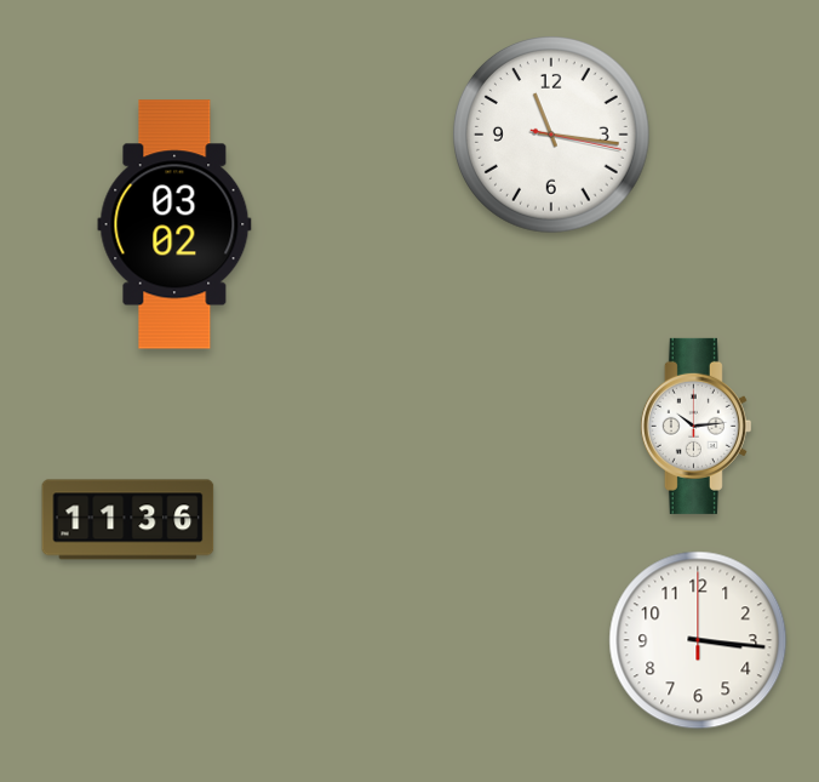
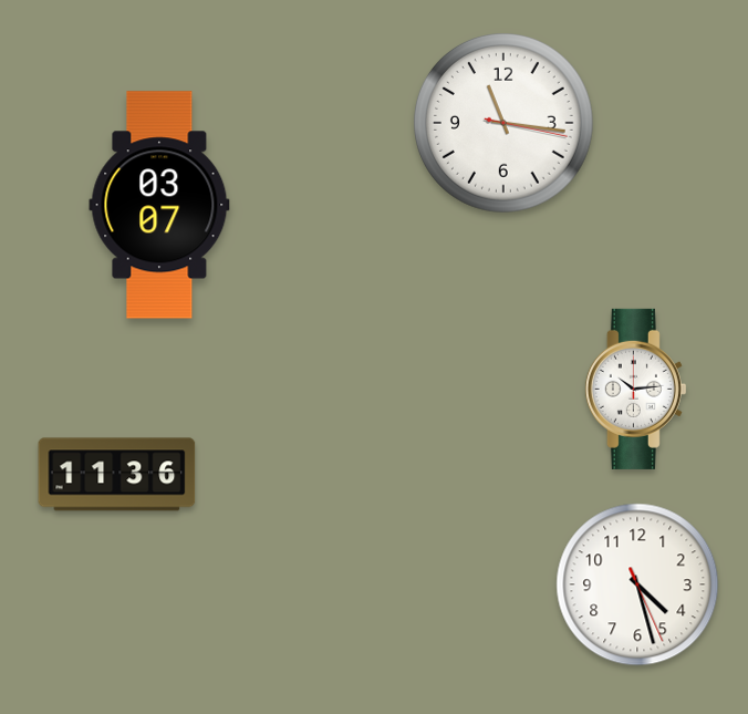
clock at (174, 224): 03:02 -> 03:07
clock at (698, 640): 3:16 -> 4:27
